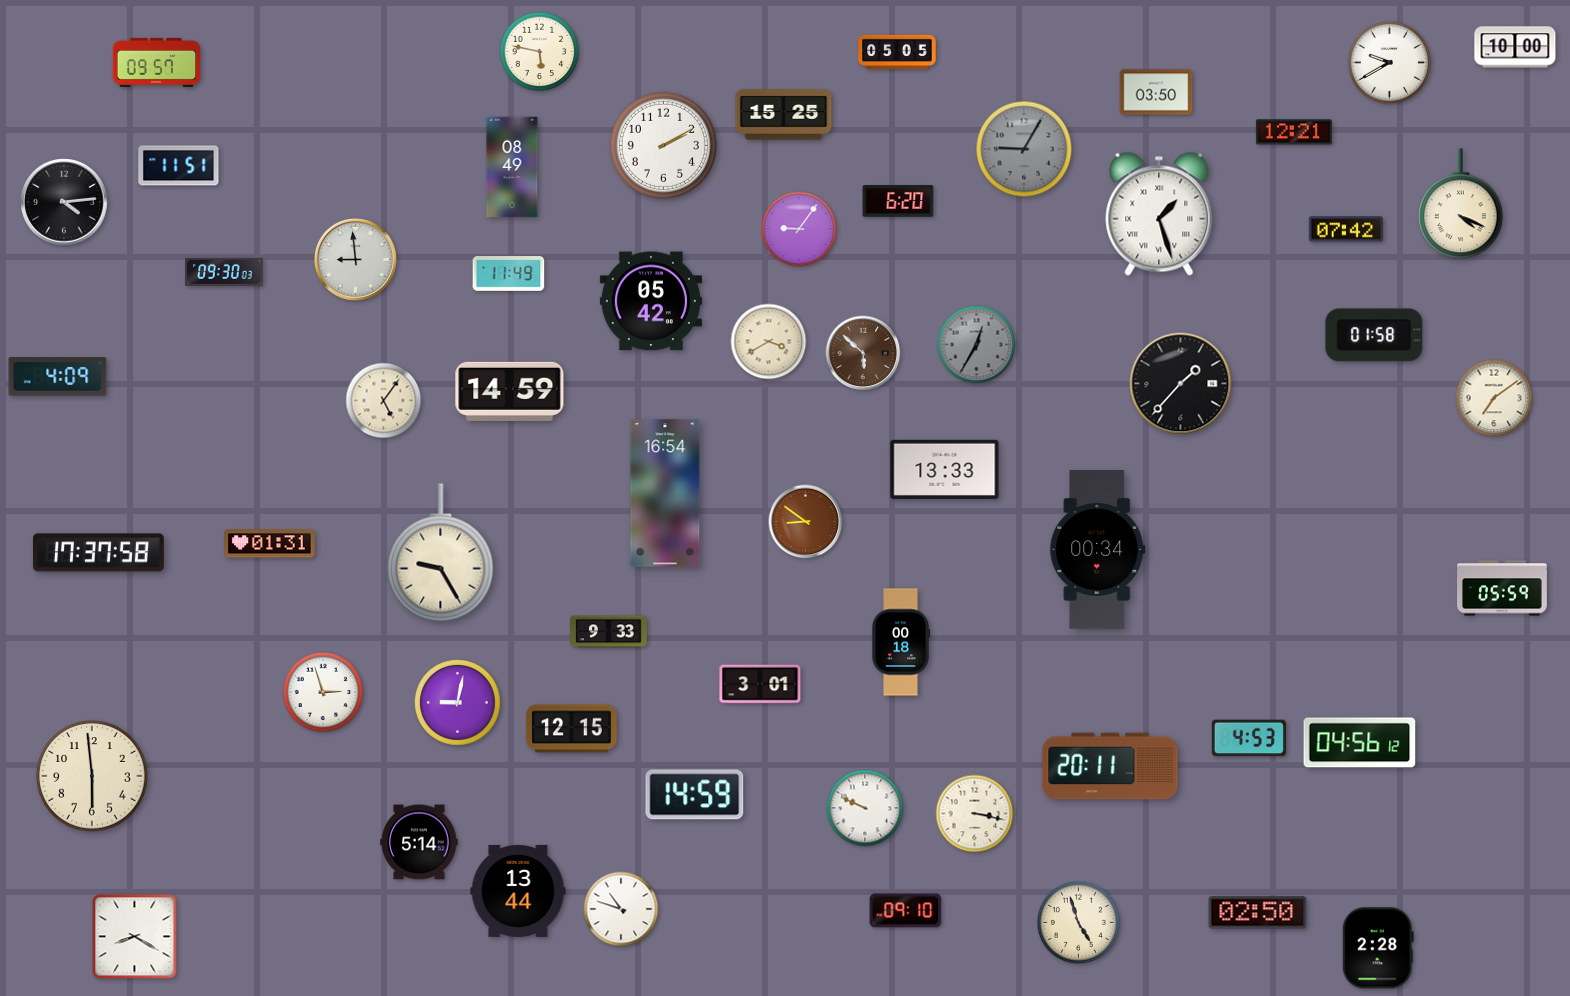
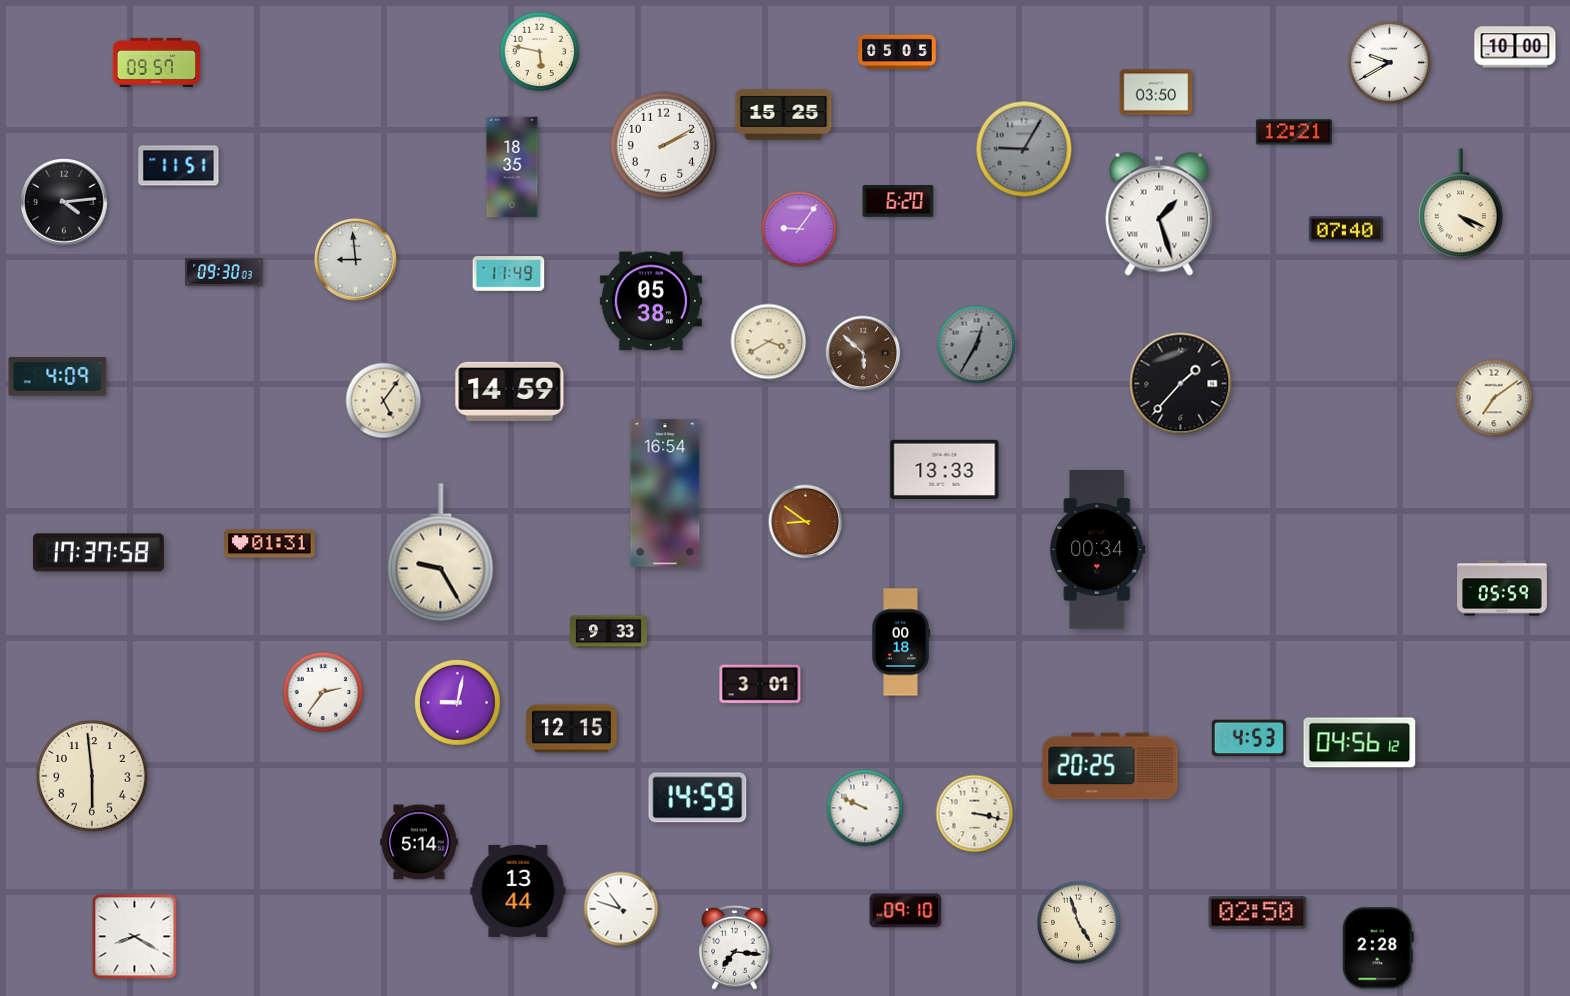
clock at (512, 167): 08:49 -> 18:35
clock at (1346, 229): 07:42 -> 07:40
clock at (651, 301): 05:42 -> 05:38
clock at (1374, 335): 01:58 -> none
clock at (323, 692): 2:57 -> 2:36
clock at (1110, 766): 20:11 -> 20:25
clock at (695, 795) position: (695, 795) -> (698, 798)
clock at (735, 947): none -> 7:16
